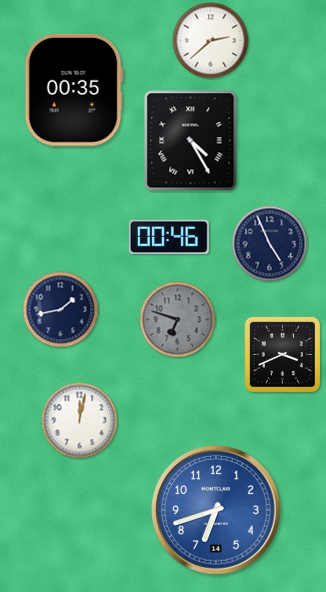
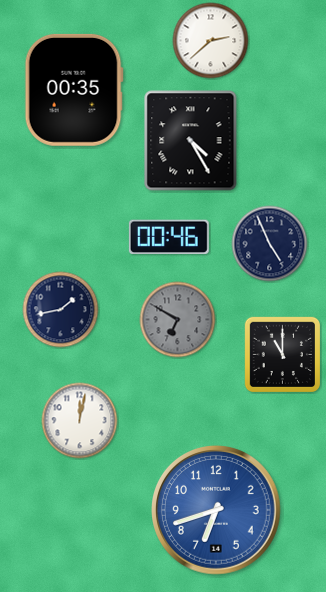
clock at (178, 320): 6:48 -> 6:50
clock at (282, 354): 3:41 -> 11:00
